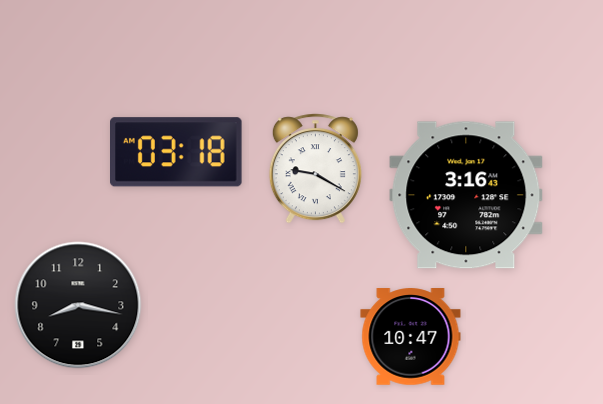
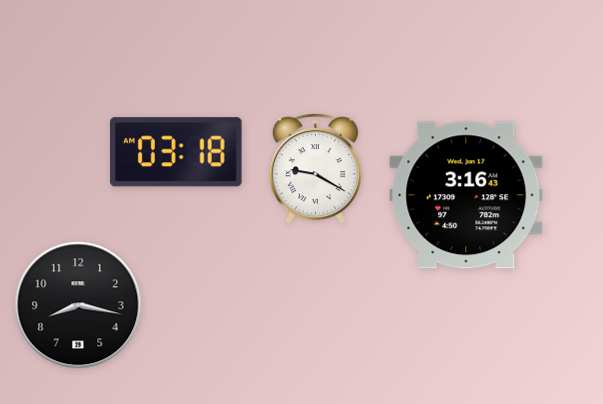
clock at (411, 337): 10:47 -> none
